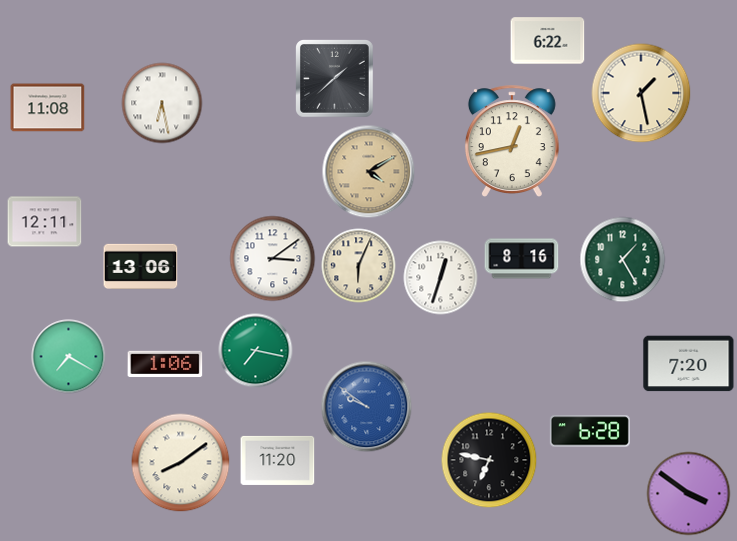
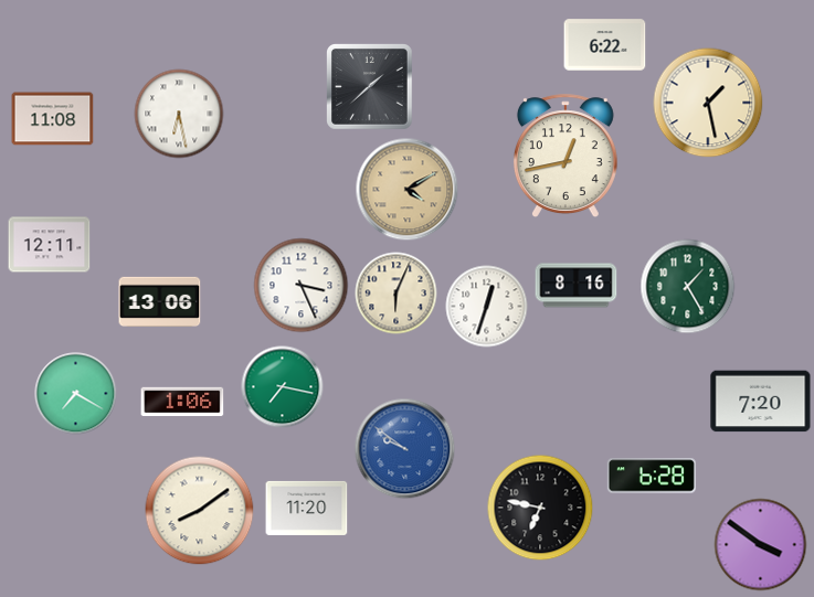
clock at (273, 259): 3:09 -> 3:26
clock at (141, 266) position: (141, 266) -> (160, 301)
